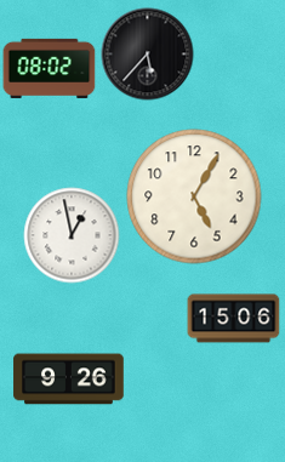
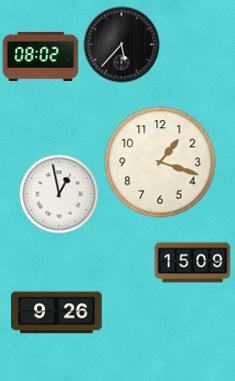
clock at (194, 196): 5:05 -> 1:18
clock at (234, 319): 15:06 -> 15:09
